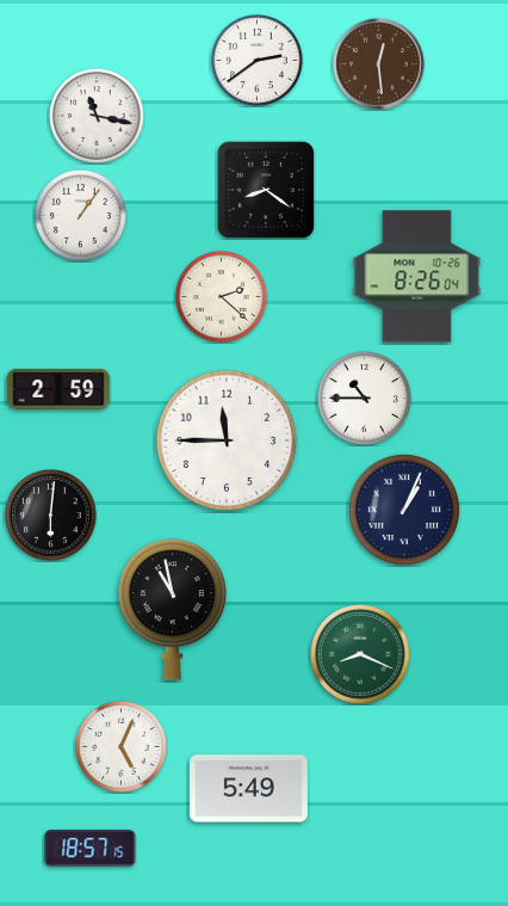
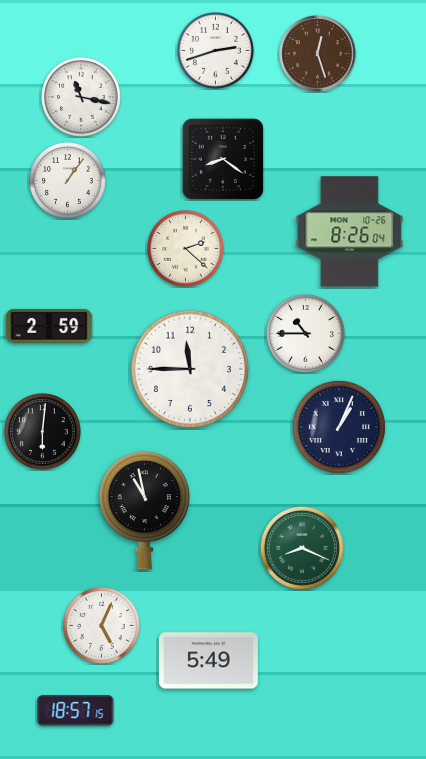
clock at (258, 61): 2:39 -> 2:42
clock at (379, 64): 12:29 -> 12:27
